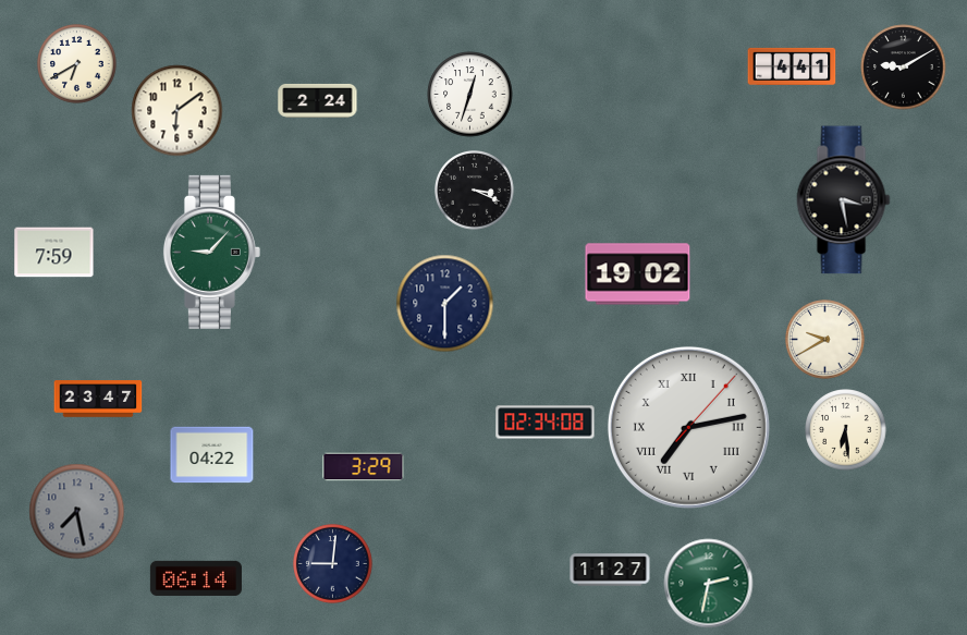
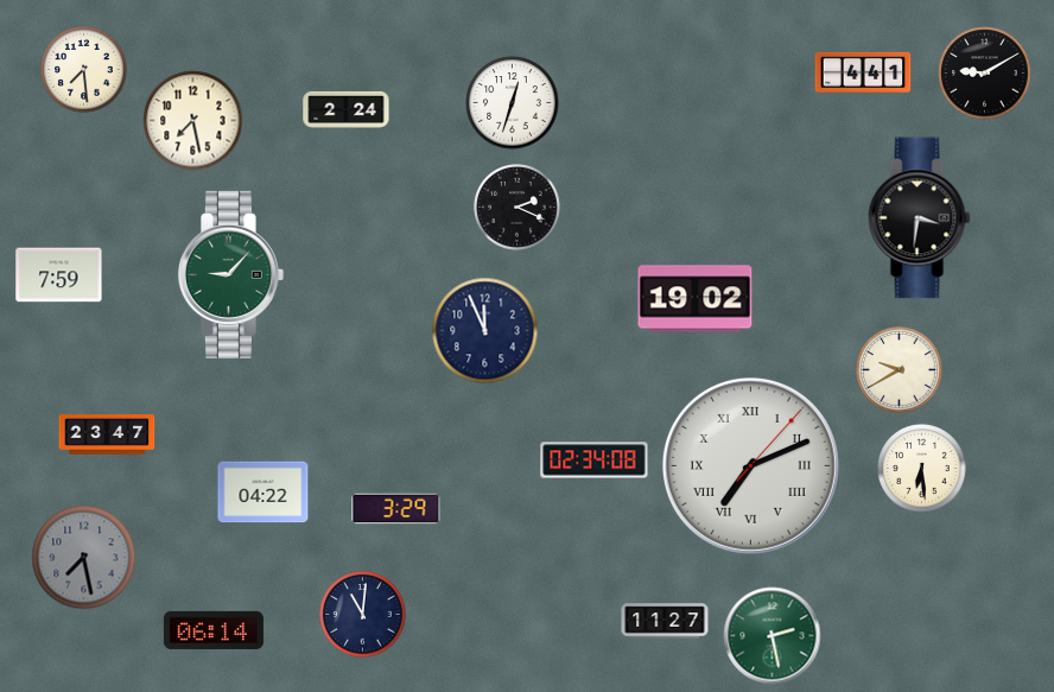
clock at (77, 64): 6:40 -> 7:29
clock at (178, 111): 6:09 -> 7:28
clock at (475, 191): 3:19 -> 2:19
clock at (844, 200): 3:28 -> 3:31
clock at (445, 304): 1:30 -> 11:56
clock at (688, 427): 7:13 -> 7:11
clock at (212, 455) position: (212, 455) -> (263, 493)
clock at (333, 564): 9:01 -> 11:01
clock at (709, 584): 2:32 -> 2:28
